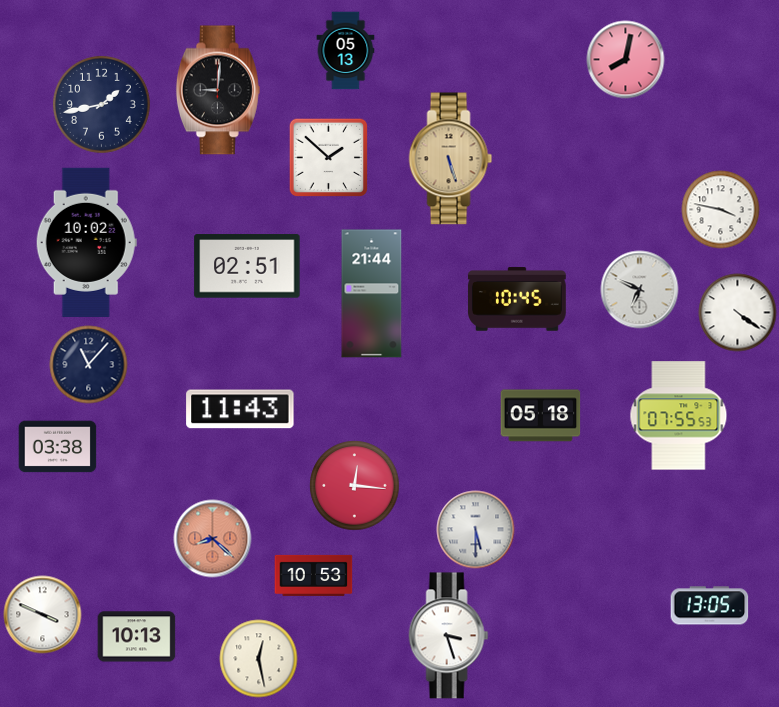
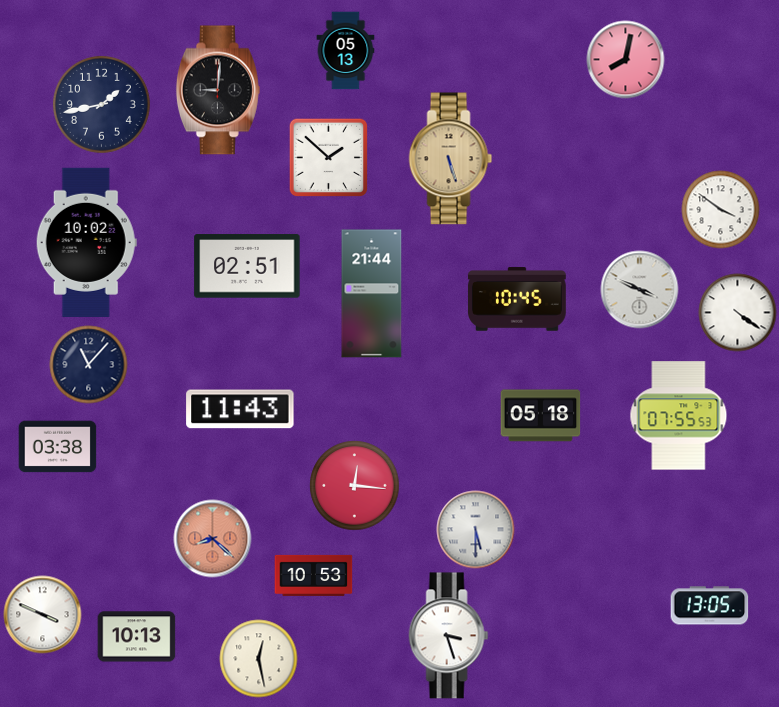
clock at (720, 209): 3:47 -> 3:51
clock at (639, 289): 6:49 -> 3:49
